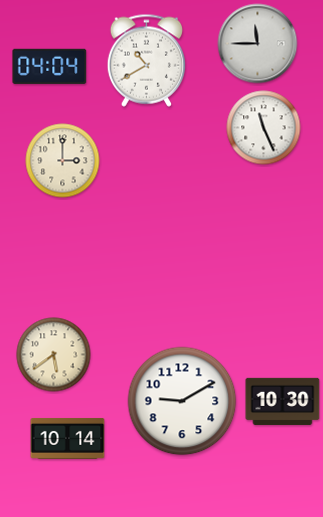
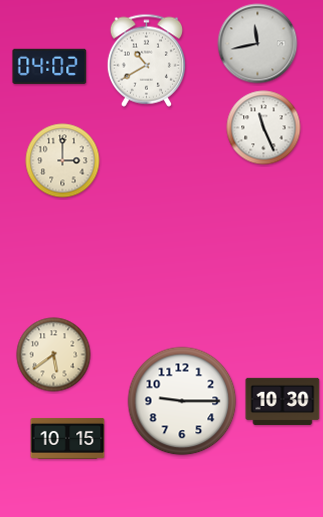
clock at (258, 44): 11:45 -> 11:43
clock at (50, 66): 04:04 -> 04:02
clock at (182, 401): 9:10 -> 9:15
clock at (68, 438): 10:14 -> 10:15
